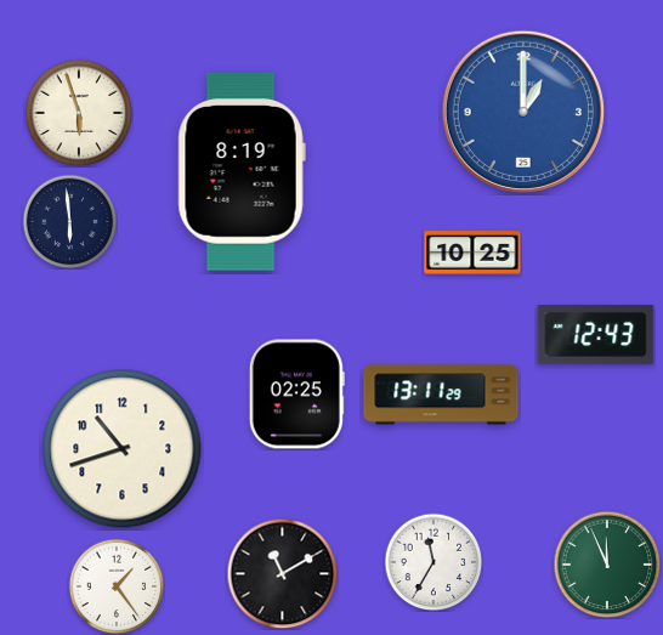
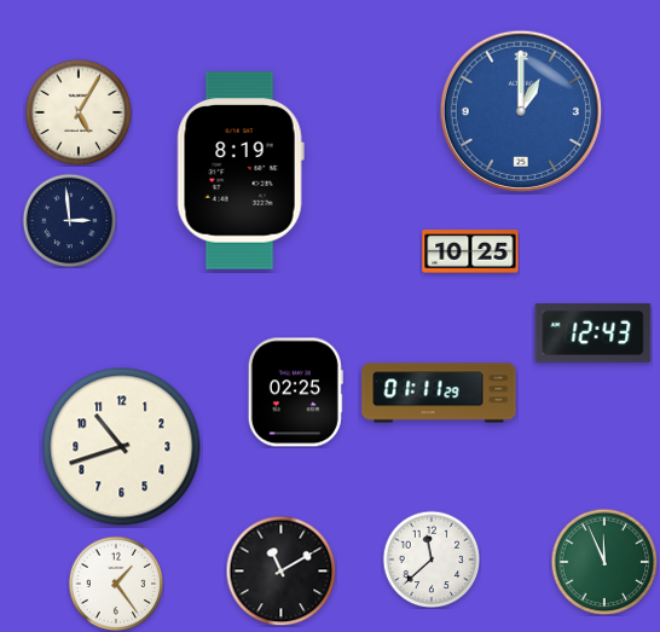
clock at (79, 113): 5:57 -> 5:05
clock at (69, 221): 5:59 -> 2:59
clock at (441, 395): 13:11 -> 01:11
clock at (433, 562): 11:35 -> 11:38
